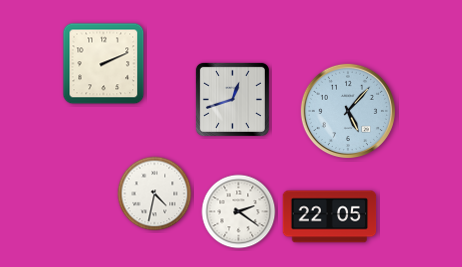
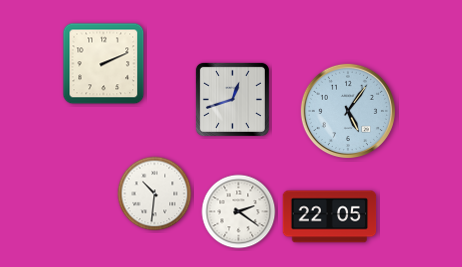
clock at (347, 111): 5:07 -> 5:06
clock at (155, 194): 4:32 -> 10:31
